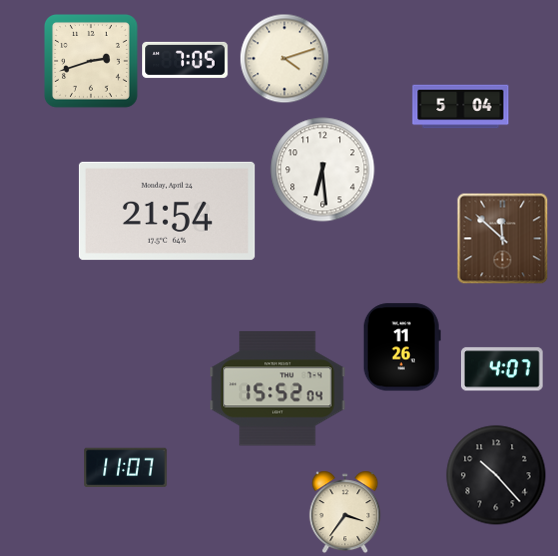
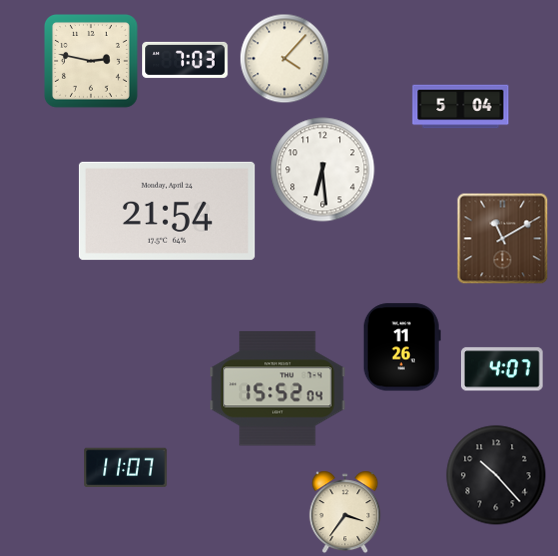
clock at (284, 58): 4:12 -> 4:07
clock at (185, 60): 7:05 -> 7:03
clock at (92, 62): 2:42 -> 2:47
clock at (502, 238): 11:52 -> 11:10
